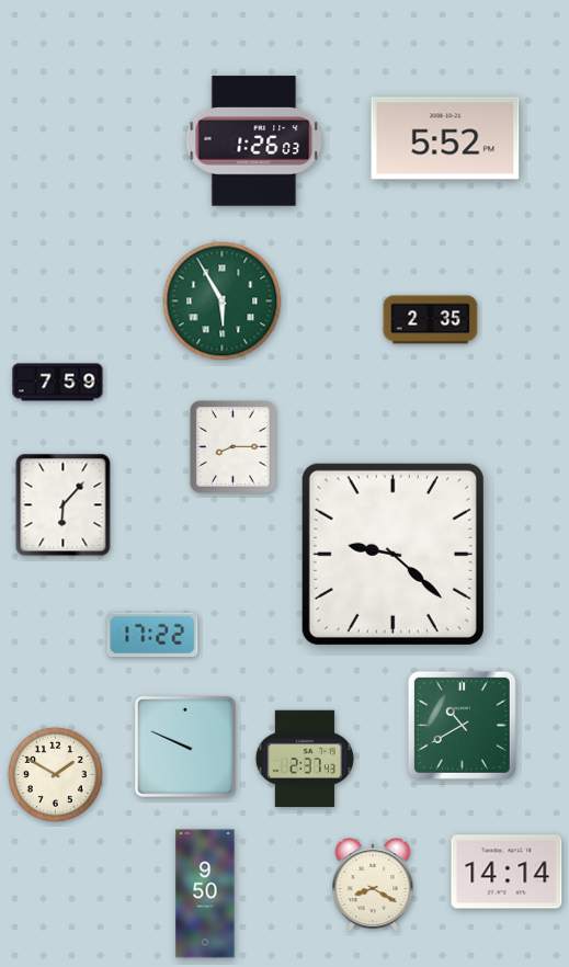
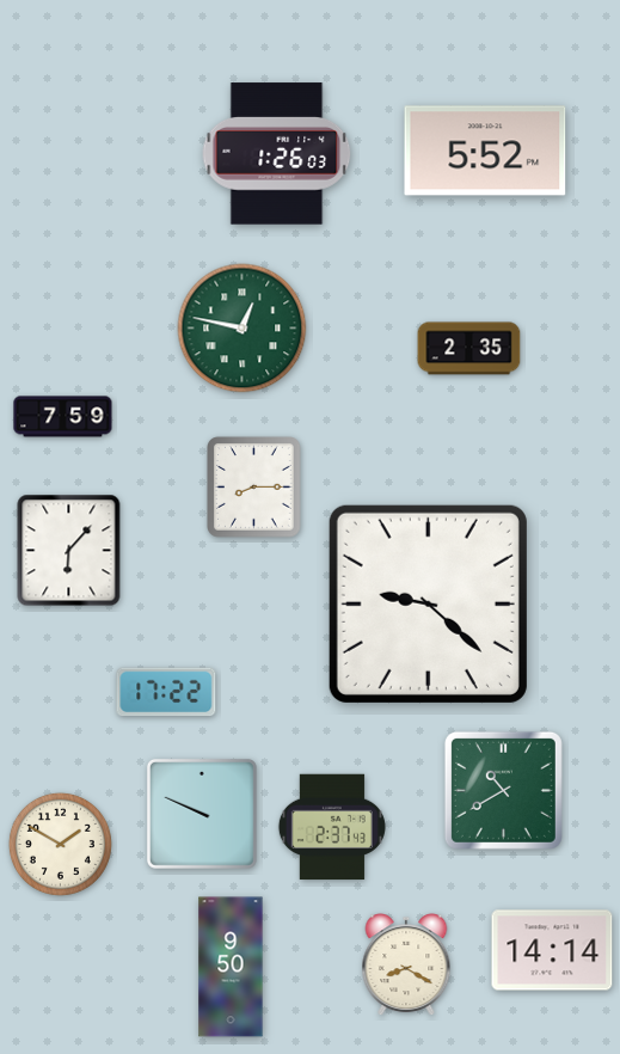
clock at (223, 302): 5:55 -> 12:47
clock at (205, 894) position: (205, 894) -> (231, 967)
